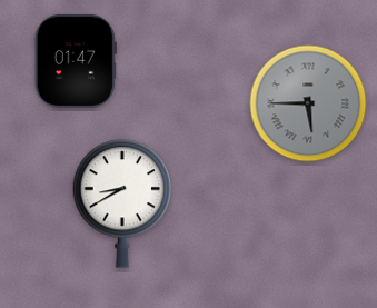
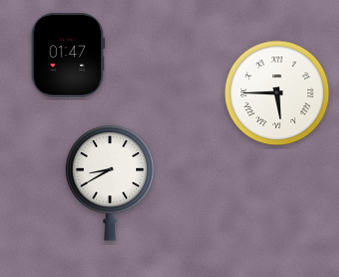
clock at (308, 103) dial: grey -> white
